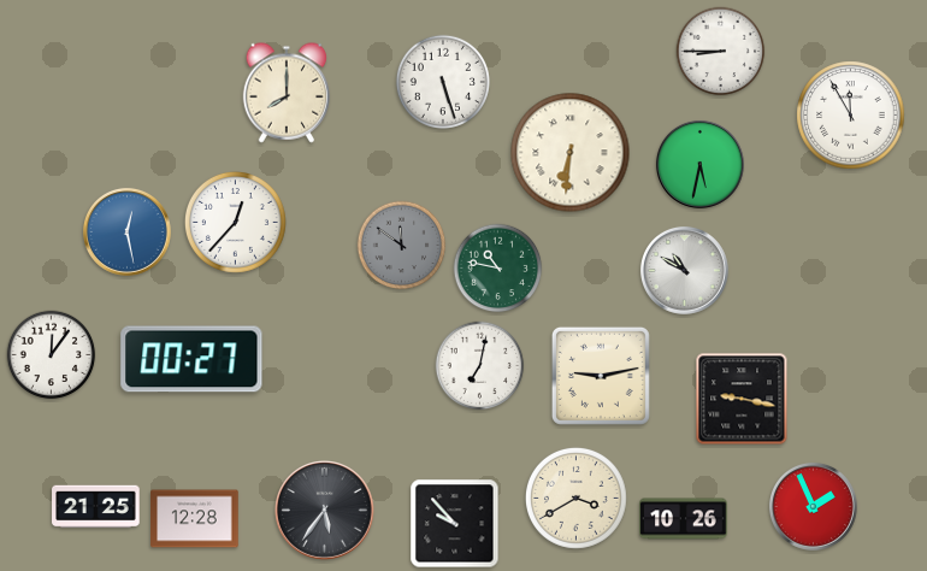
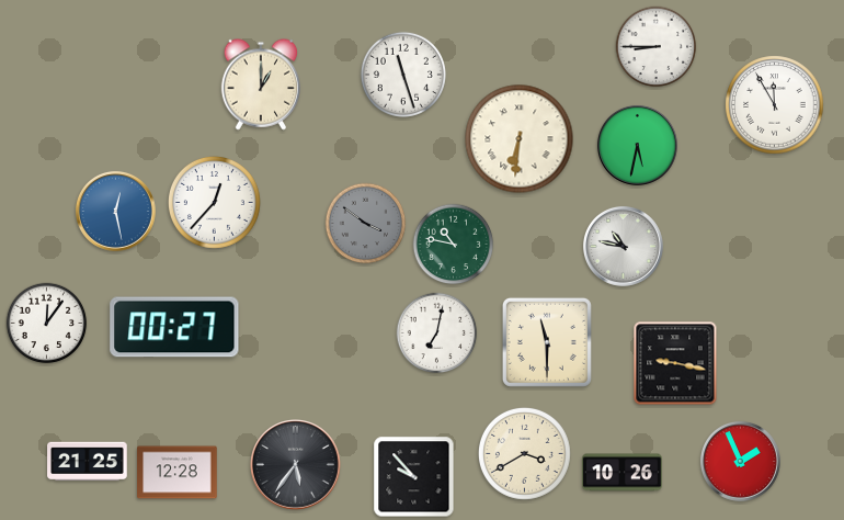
clock at (443, 82): 5:27 -> 11:27
clock at (287, 93): 8:00 -> 1:00
clock at (699, 164) position: (699, 164) -> (637, 145)
clock at (402, 246): 11:51 -> 3:51
clock at (684, 270): 10:50 -> 10:47
clock at (601, 376): 9:13 -> 11:30
